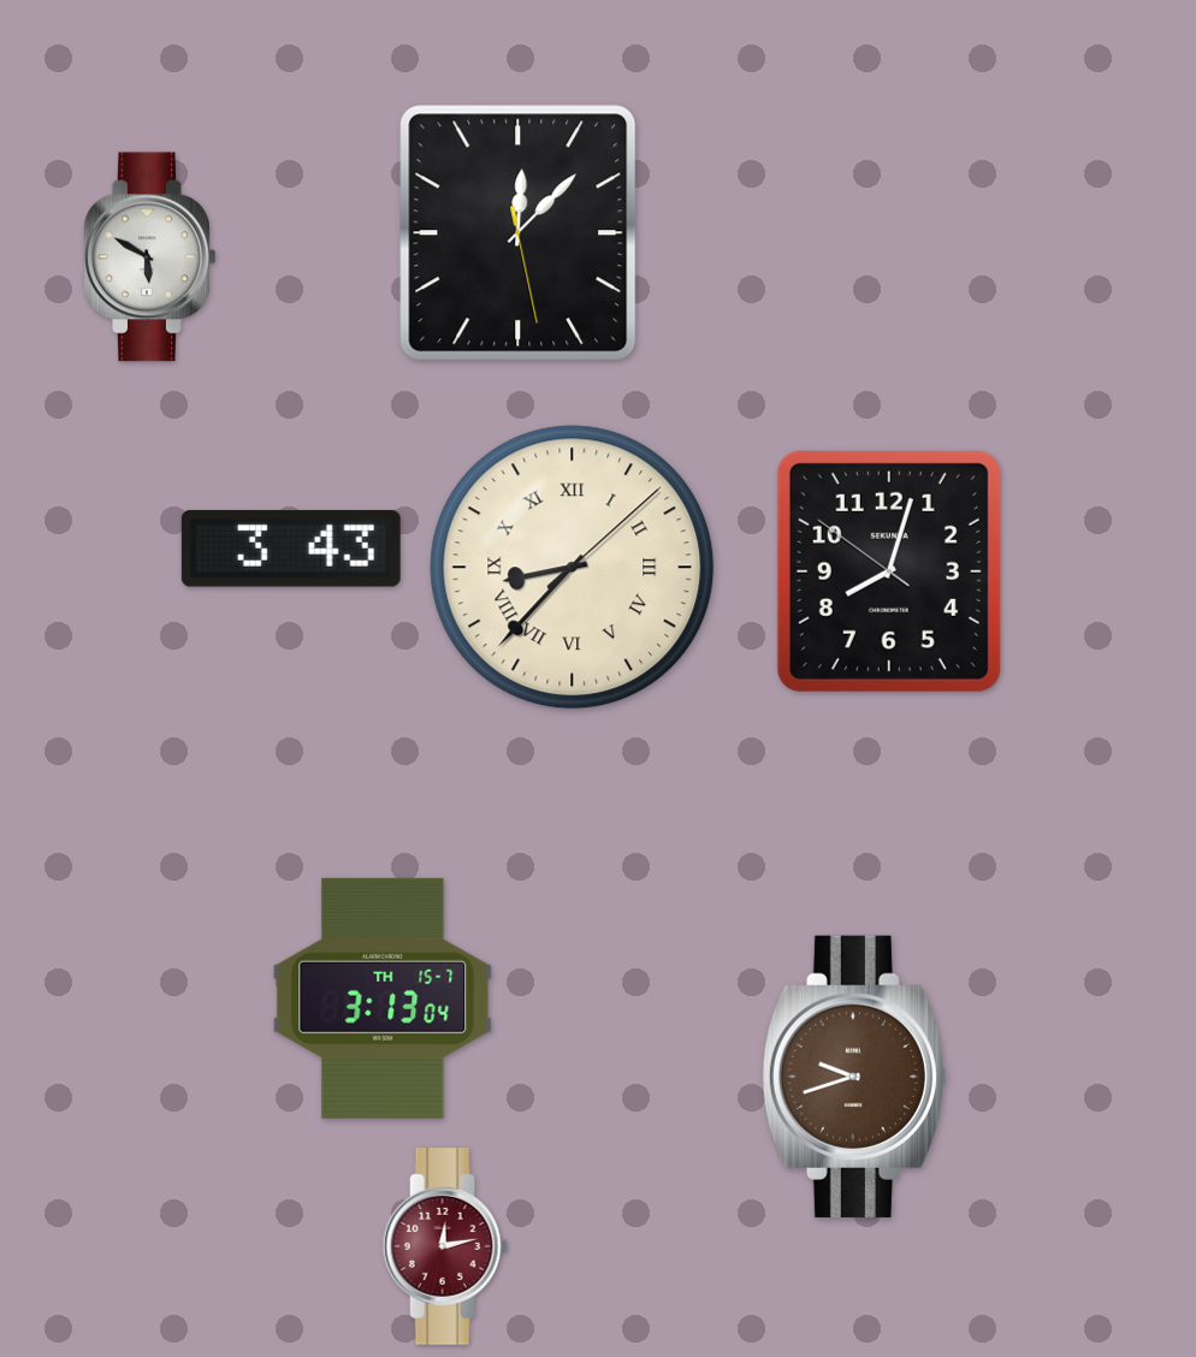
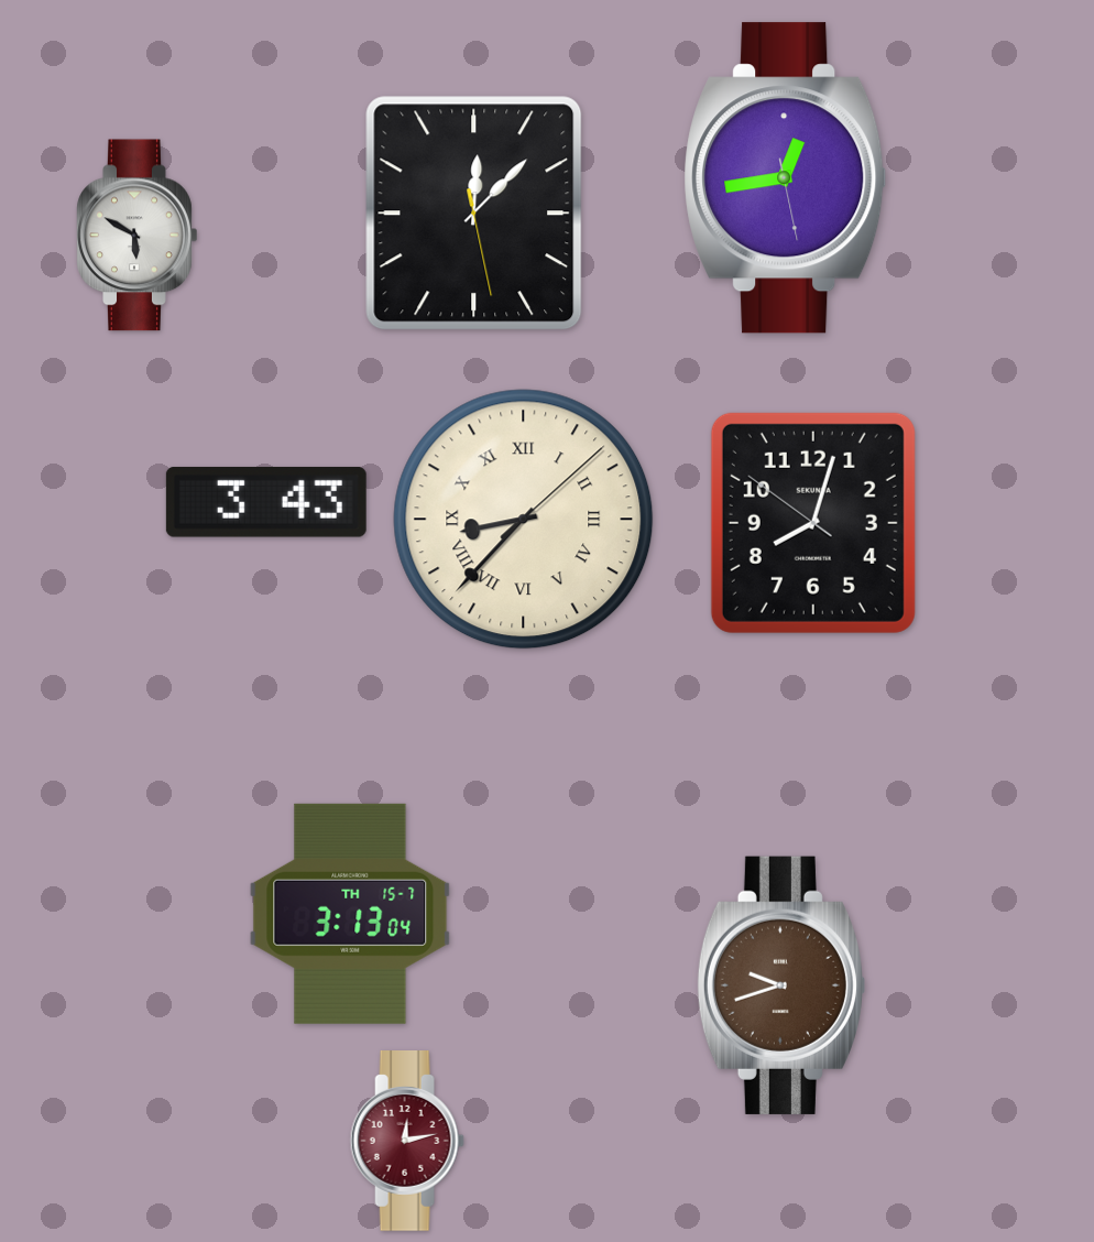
clock at (786, 178): none -> 12:43
